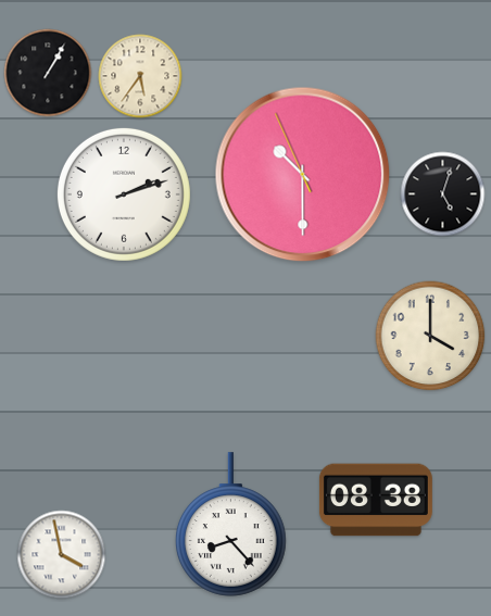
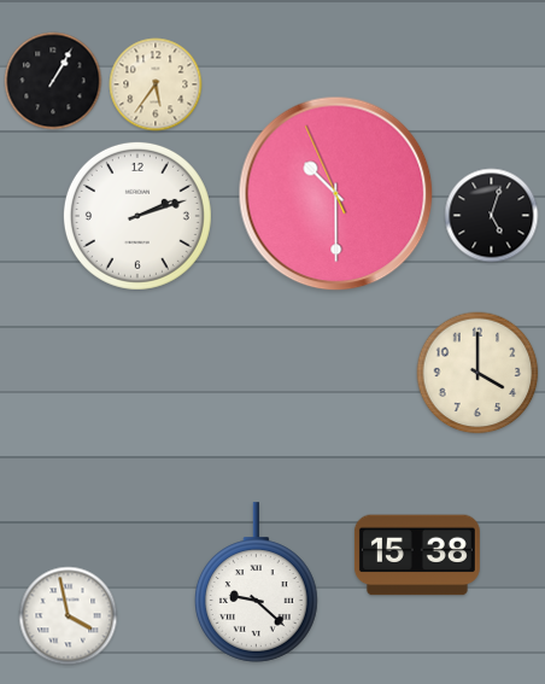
clock at (376, 500): 08:38 -> 15:38
clock at (231, 525): 8:23 -> 9:22
